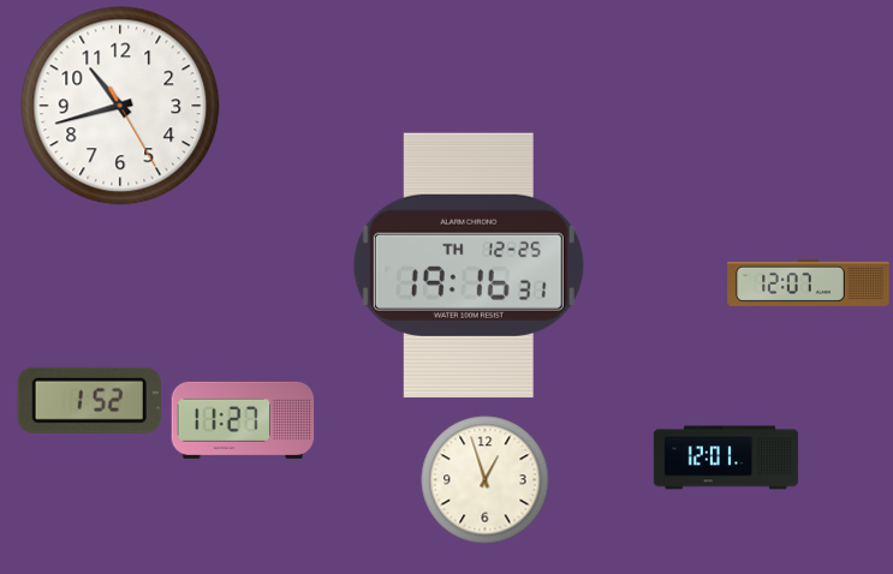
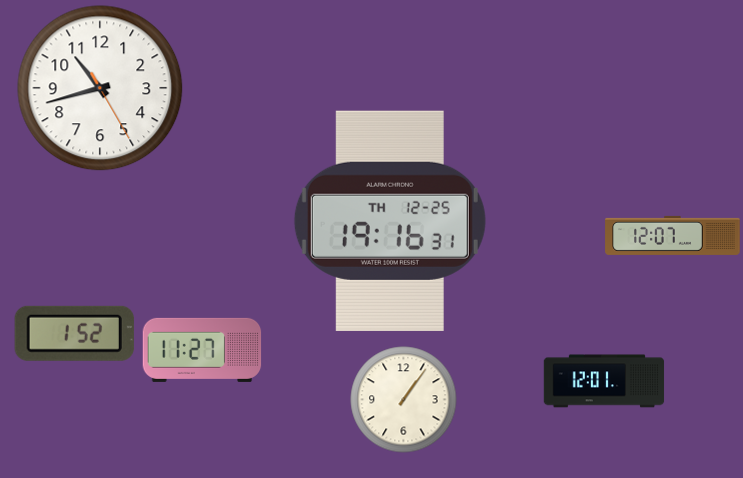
clock at (486, 480): 12:57 -> 1:06
